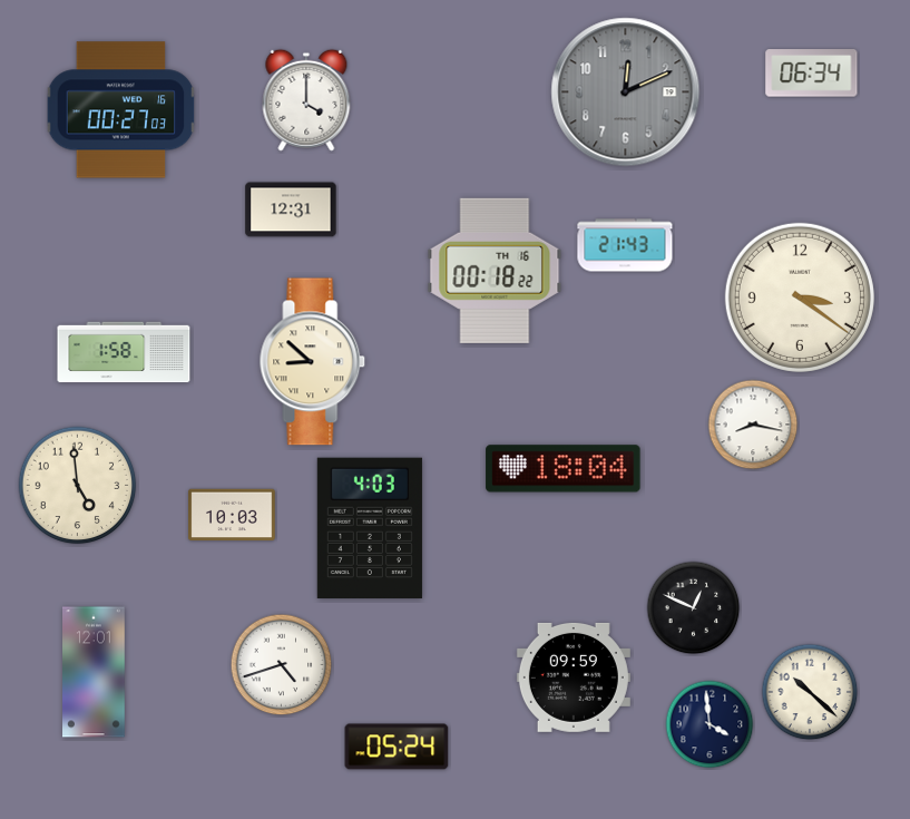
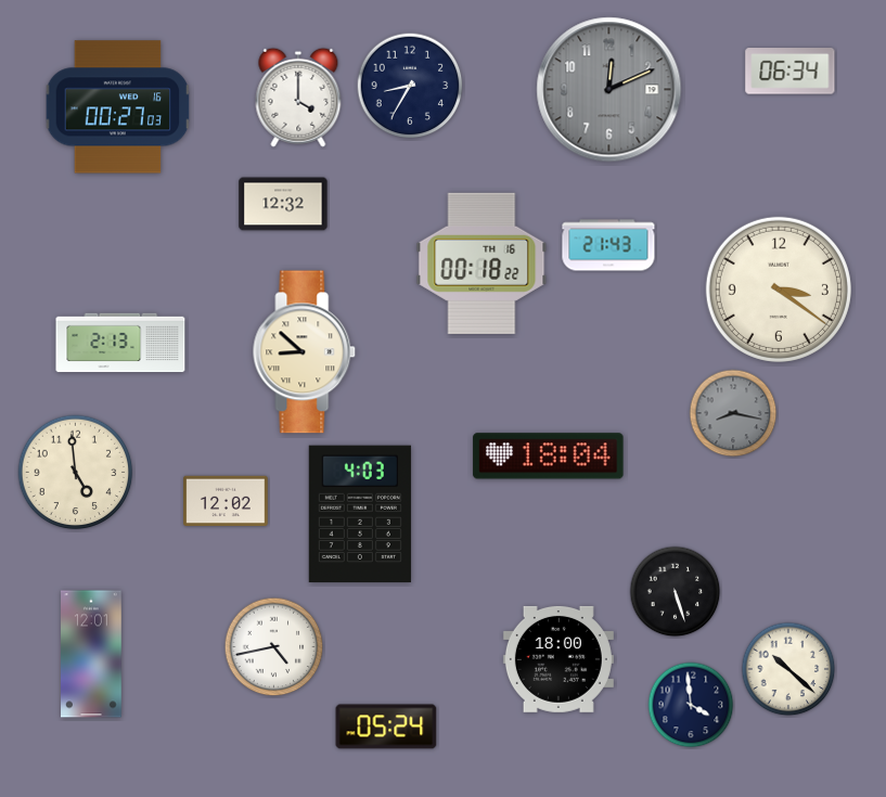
clock at (410, 86): none -> 8:35
clock at (291, 209): 12:31 -> 12:32
clock at (625, 245) position: (625, 245) -> (608, 245)
clock at (124, 352): 1:58 -> 2:13
clock at (753, 425) dial: white -> grey
clock at (232, 515): 10:03 -> 12:02
clock at (694, 608): 12:49 -> 5:27
clock at (282, 665): 4:42 -> 4:43
clock at (574, 677): 09:59 -> 18:00
clock at (810, 692) position: (810, 692) -> (788, 669)
